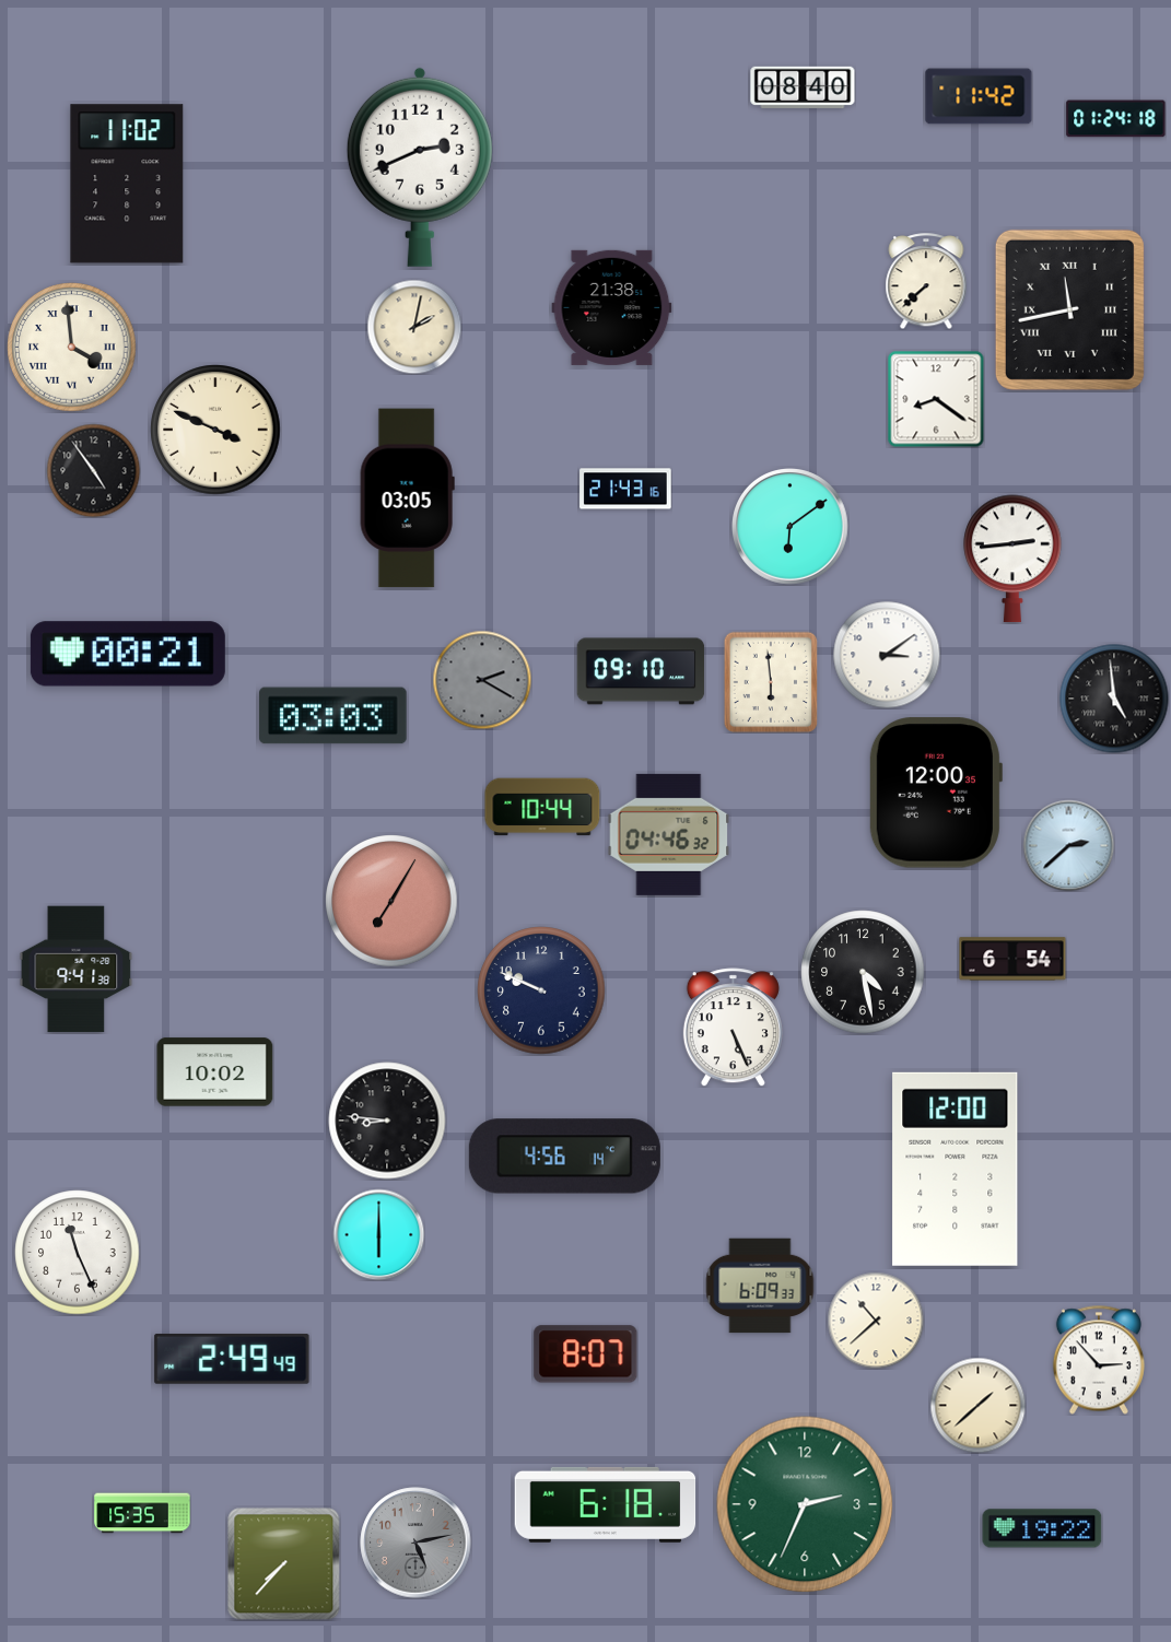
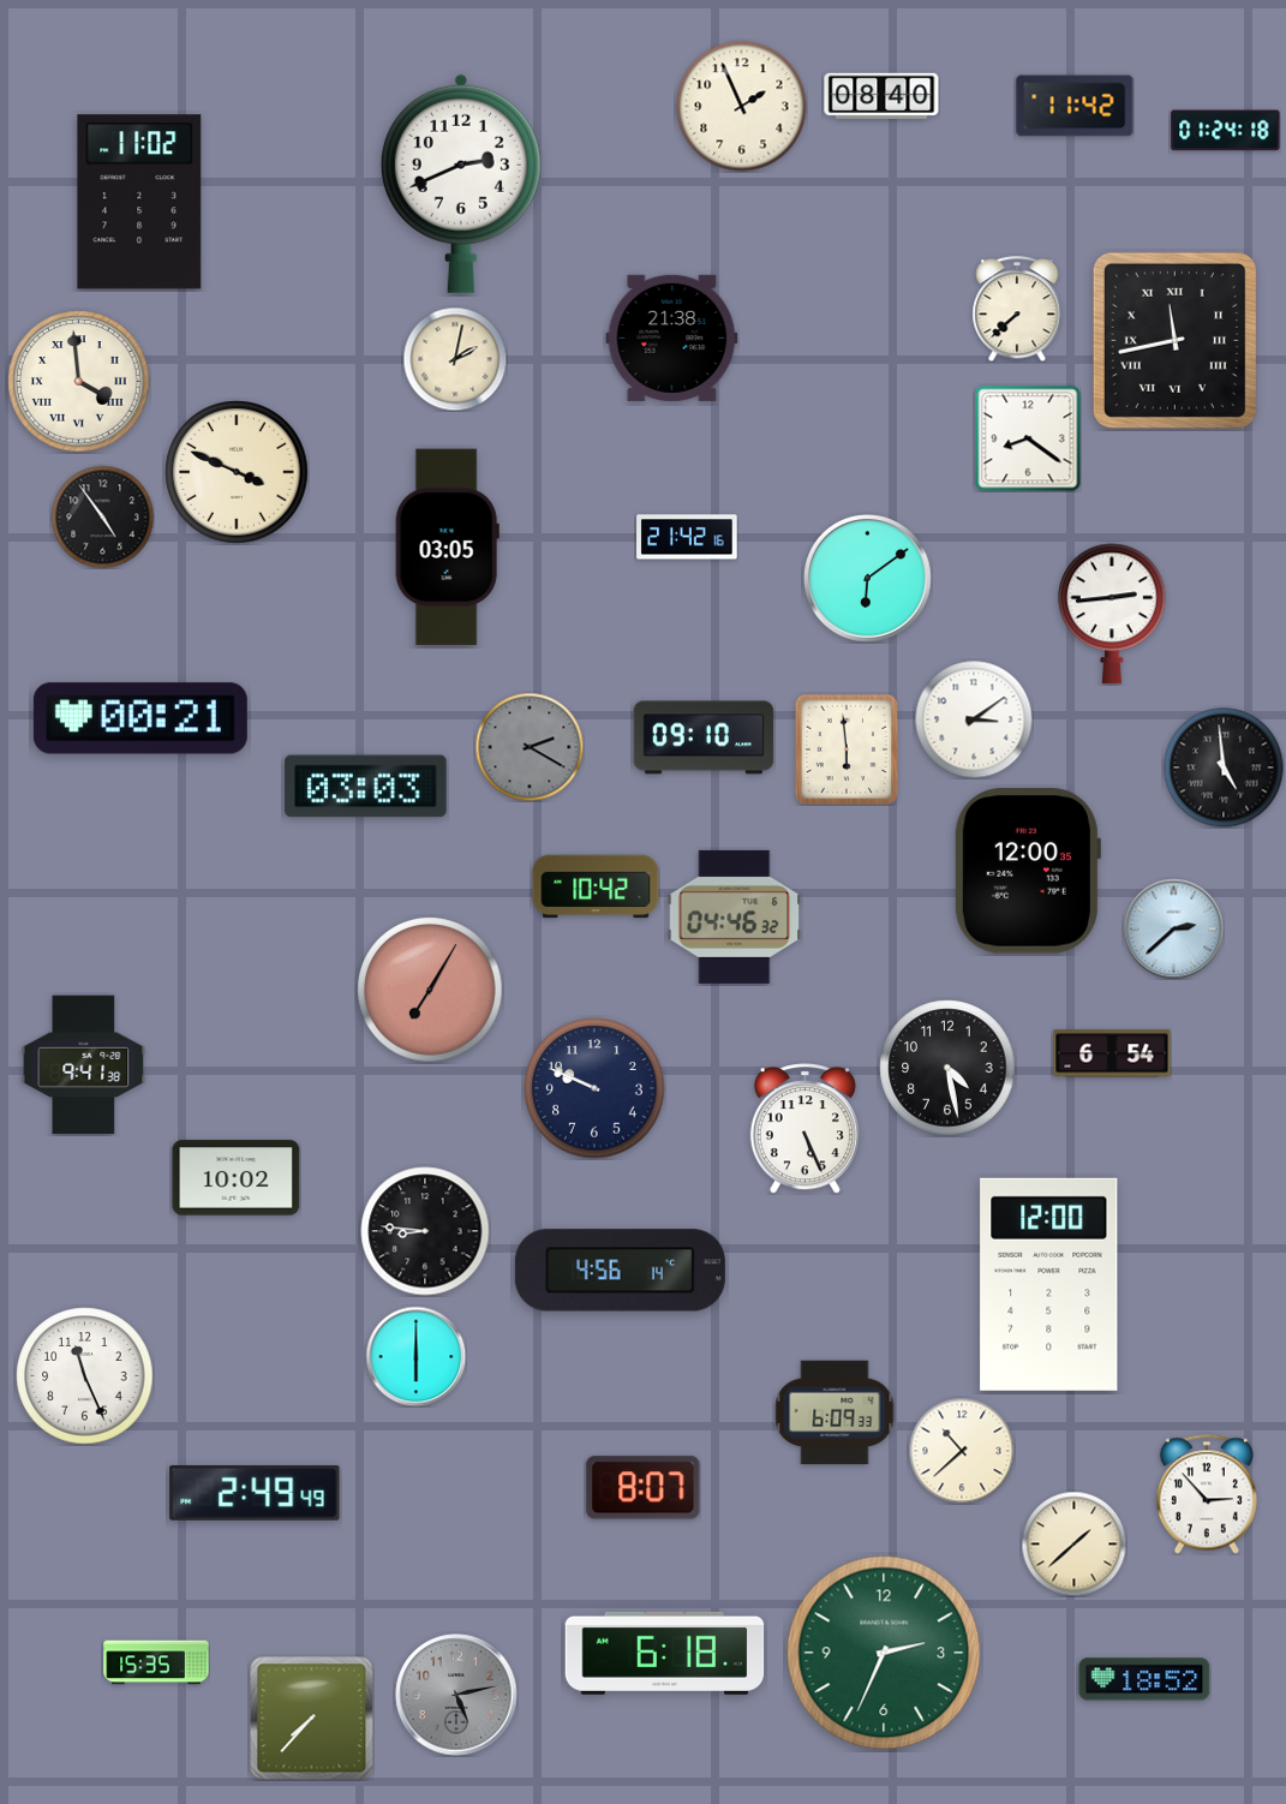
clock at (742, 107): none -> 1:56
clock at (625, 489): 21:43 -> 21:42
clock at (542, 807): 10:44 -> 10:42
clock at (1042, 1528): 19:22 -> 18:52
